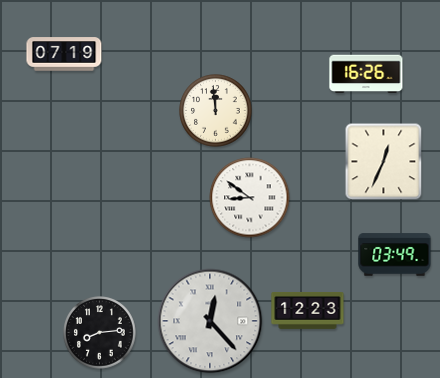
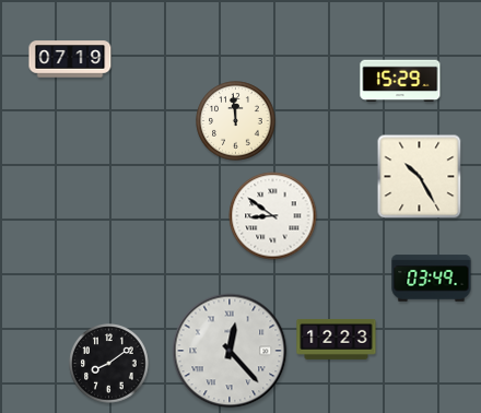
clock at (366, 74): 16:26 -> 15:29
clock at (384, 162): 12:34 -> 10:25
clock at (100, 333): 8:14 -> 8:09
